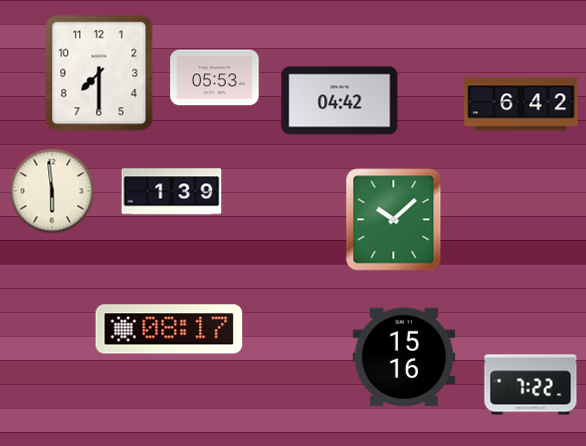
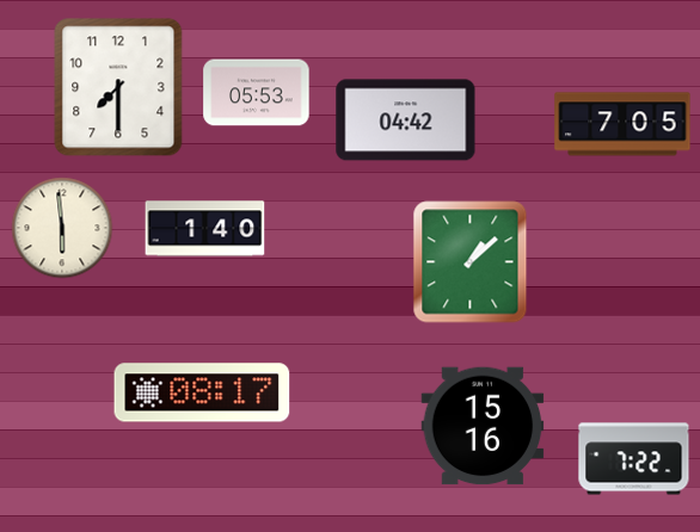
clock at (521, 104): 6:42 -> 7:05
clock at (172, 192): 1:39 -> 1:40
clock at (394, 220): 10:08 -> 1:08
